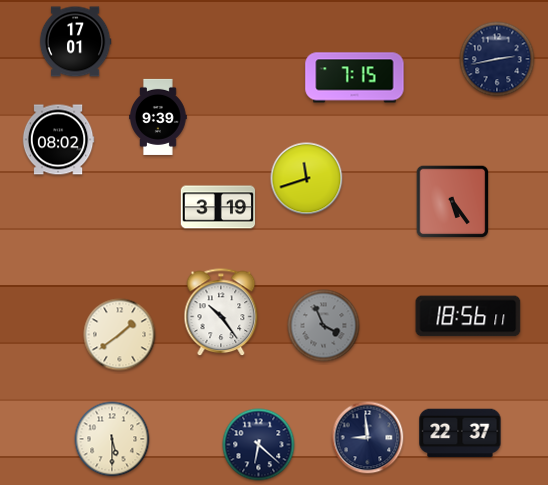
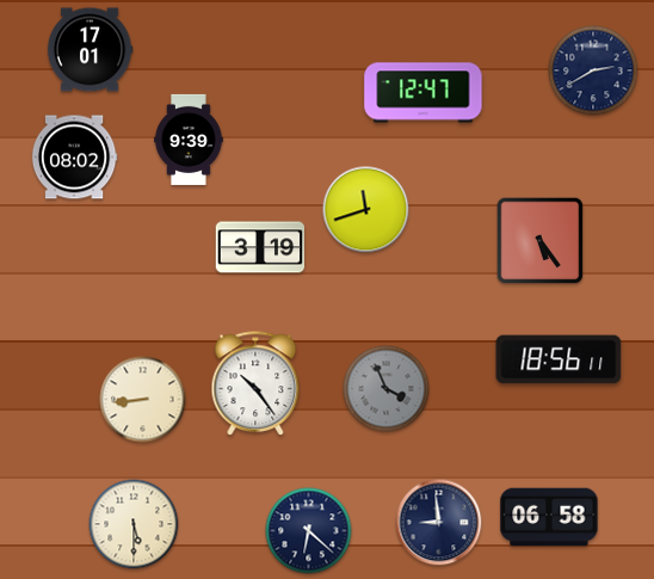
clock at (497, 59): 2:43 -> 2:40
clock at (355, 78): 7:15 -> 12:47
clock at (58, 140) position: (58, 140) -> (74, 158)
clock at (307, 179) position: (307, 179) -> (366, 210)
clock at (221, 313) position: (221, 313) -> (255, 384)
clock at (468, 316) position: (468, 316) -> (559, 359)
clock at (120, 335): 1:39 -> 8:44
clock at (460, 433): 22:37 -> 06:58
